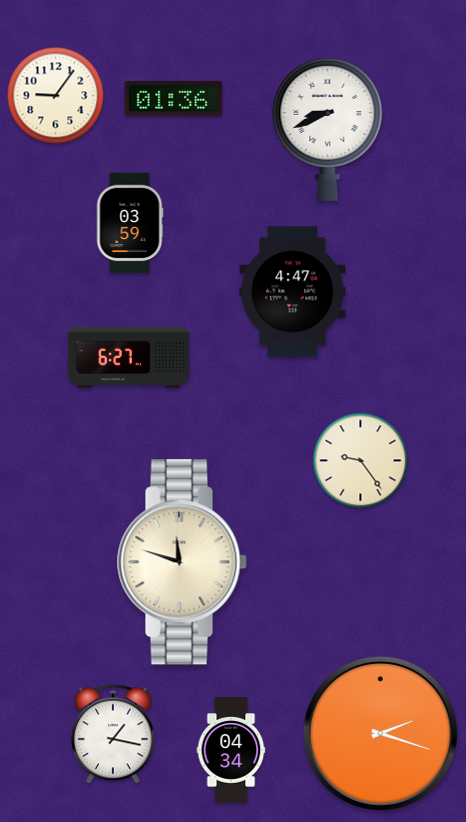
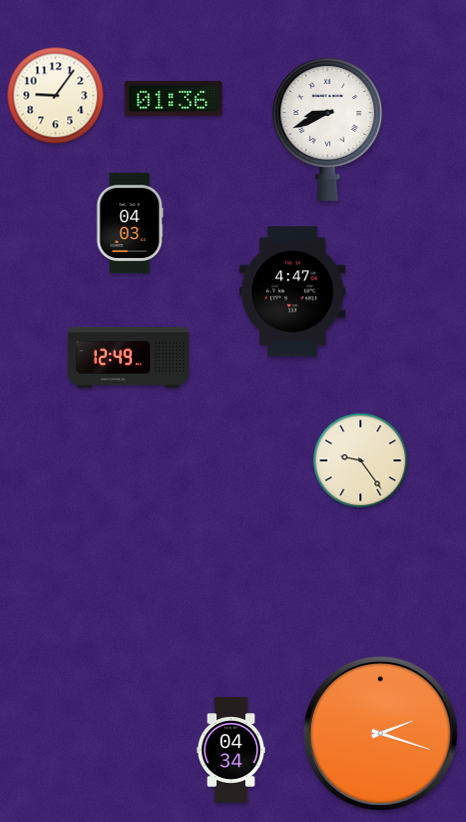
clock at (130, 223): 03:59 -> 04:03
clock at (128, 357): 6:27 -> 12:49
clock at (182, 562): 11:48 -> none
clock at (113, 734): 1:17 -> none
